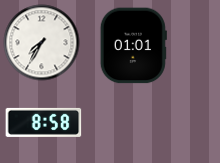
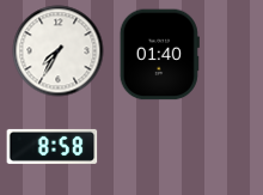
clock at (42, 43) position: (42, 43) -> (59, 51)
clock at (133, 46): 01:01 -> 01:40
